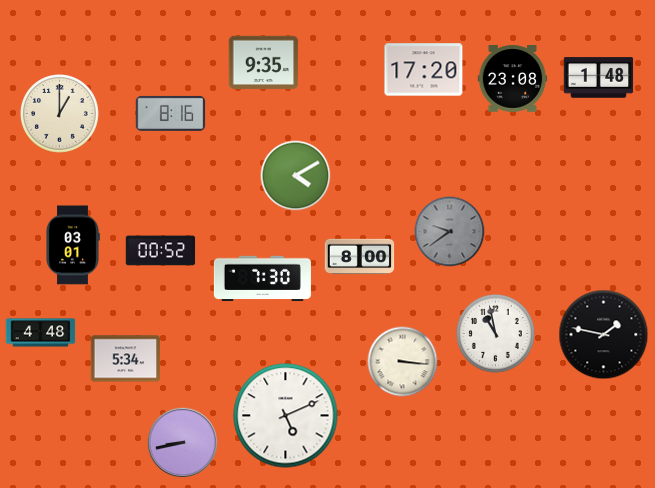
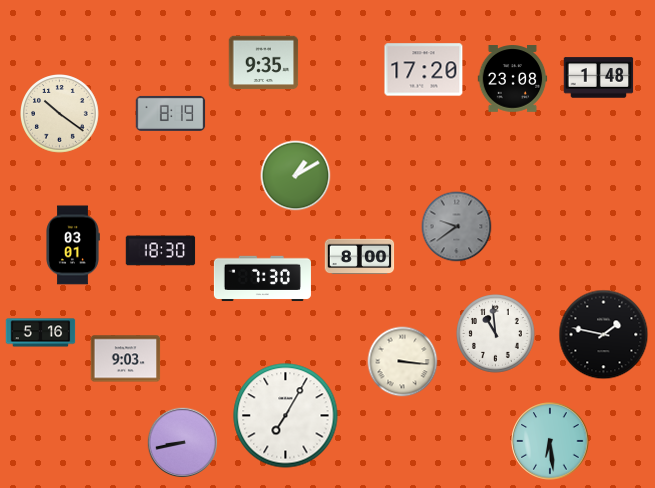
clock at (171, 113): 8:16 -> 8:19
clock at (60, 114): 1:00 -> 10:21
clock at (296, 176): 4:10 -> 1:10
clock at (450, 232) position: (450, 232) -> (457, 227)
clock at (161, 251): 00:52 -> 18:30
clock at (41, 333): 4:48 -> 5:16
clock at (496, 334): 10:58 -> 10:59
clock at (126, 359): 5:34 -> 9:03
clock at (286, 416): 5:11 -> 7:05
clock at (550, 441): none -> 6:29
